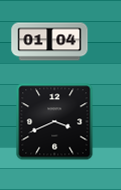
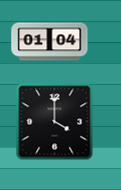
clock at (54, 121): 3:41 -> 4:00
